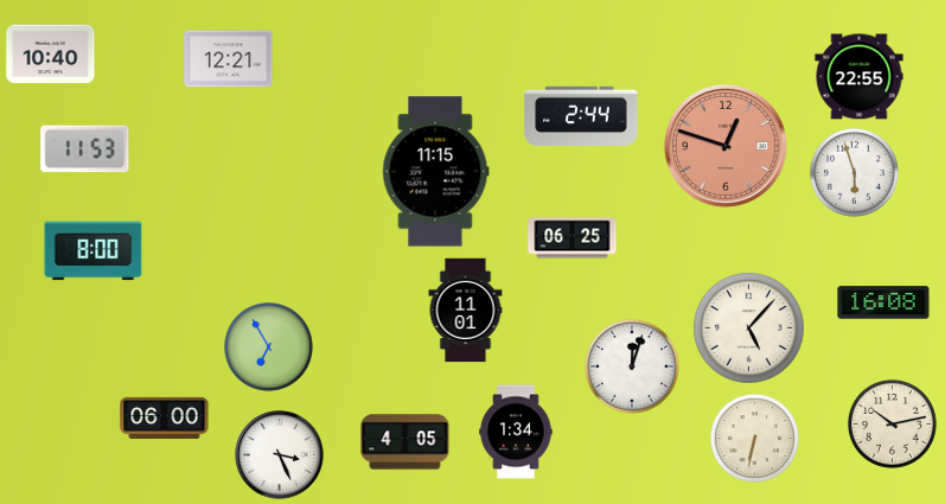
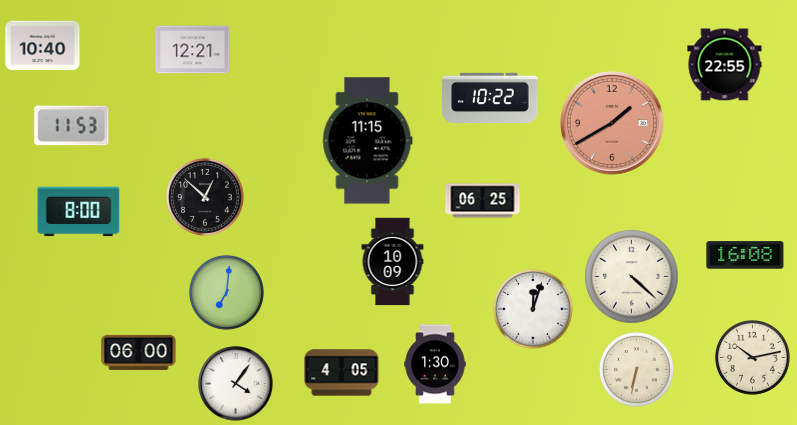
clock at (581, 115): 2:44 -> 10:22
clock at (726, 146): 12:48 -> 1:40
clock at (436, 172) position: (436, 172) -> (368, 141)
clock at (854, 172): 5:57 -> none
clock at (205, 197): none -> 12:52
clock at (466, 311): 11:01 -> 10:09
clock at (749, 328): 5:07 -> 4:22
clock at (268, 346): 6:55 -> 7:01
clock at (516, 432): 1:34 -> 1:30
clock at (280, 455): 3:26 -> 4:06
